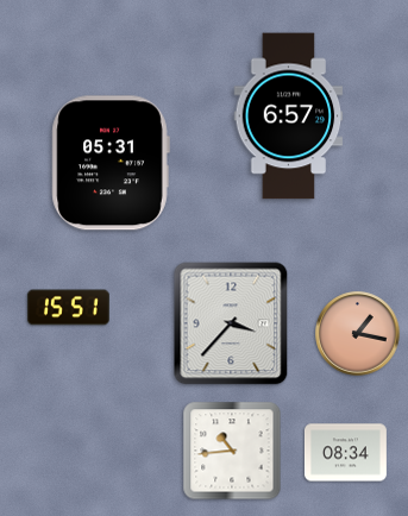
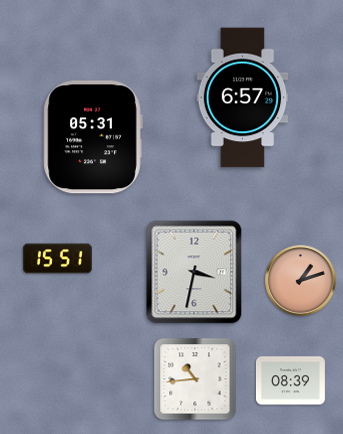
clock at (231, 323): 3:37 -> 3:32
clock at (358, 334): 1:17 -> 1:12
clock at (345, 453): 08:34 -> 08:39
